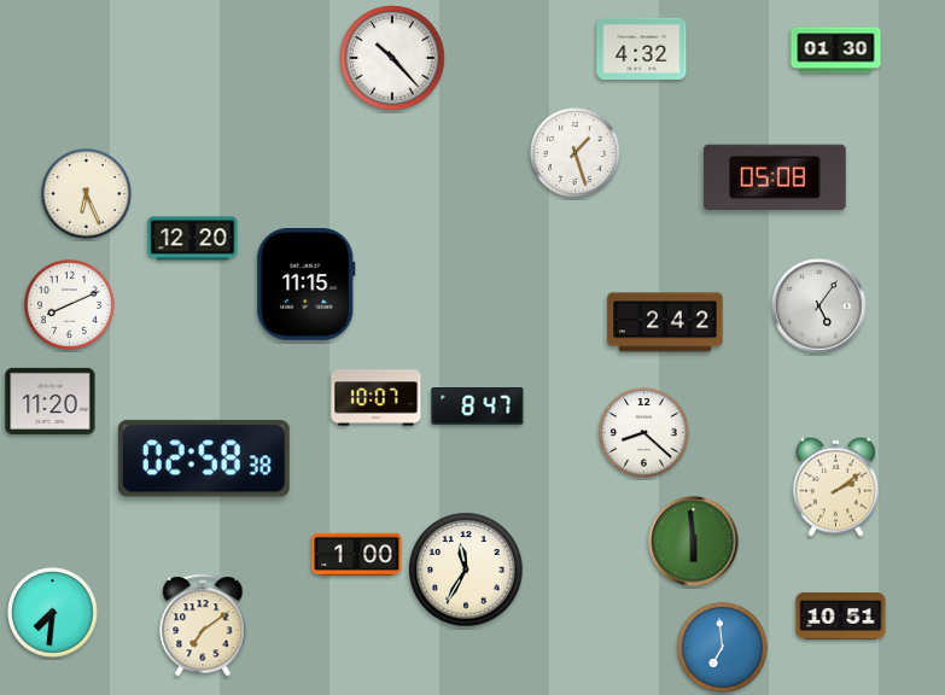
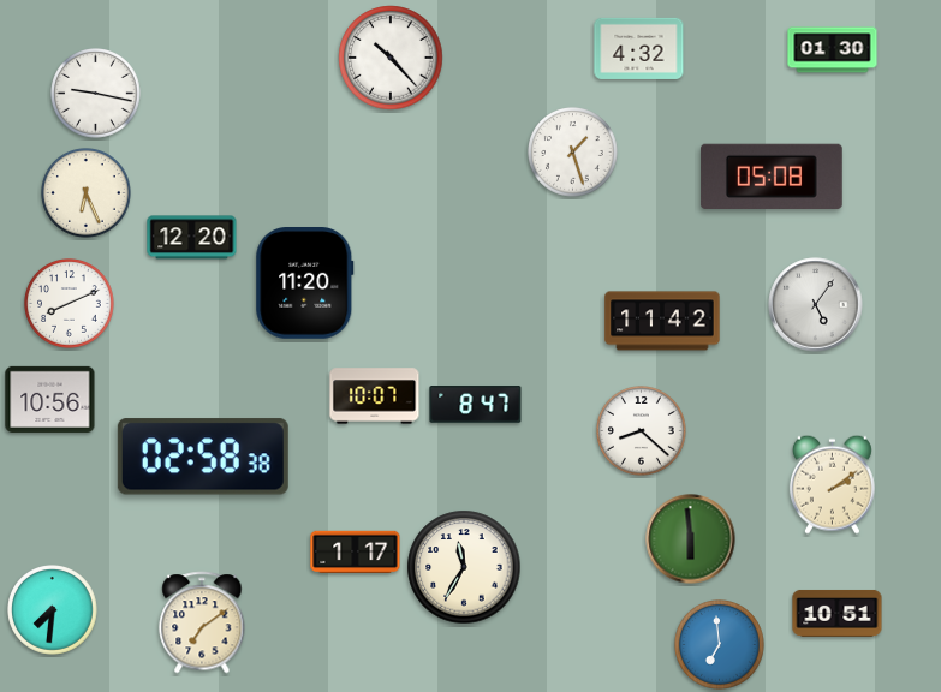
clock at (96, 94): none -> 9:17
clock at (307, 285): 11:15 -> 11:20
clock at (665, 322): 2:42 -> 11:42
clock at (51, 401): 11:20 -> 10:56
clock at (357, 554): 1:00 -> 1:17
